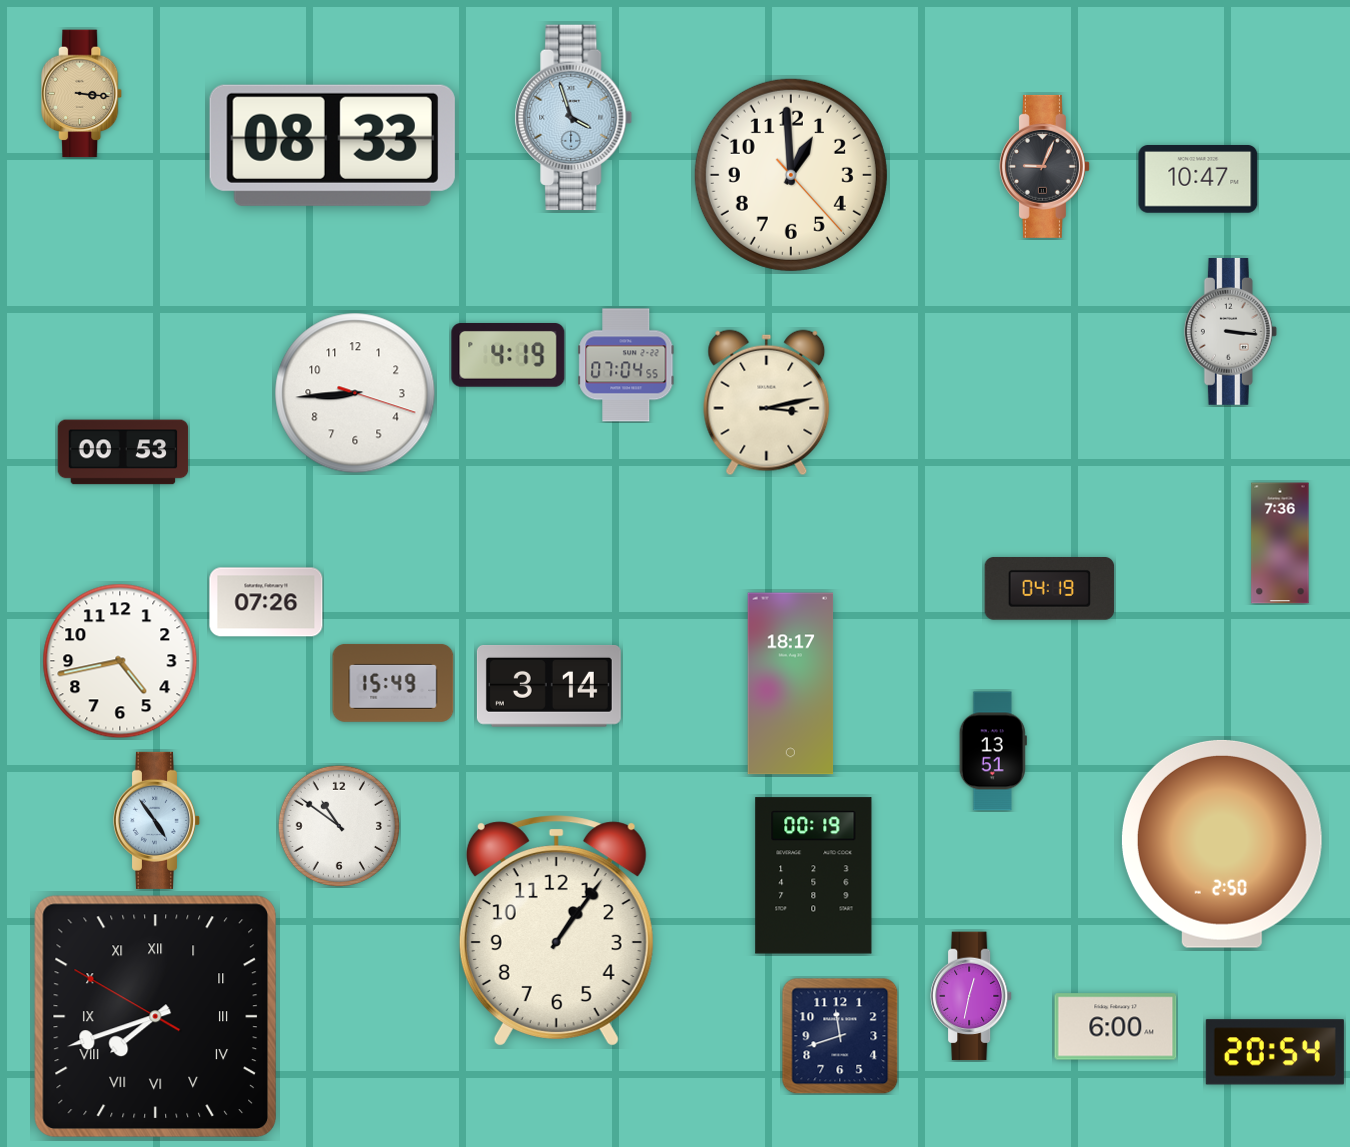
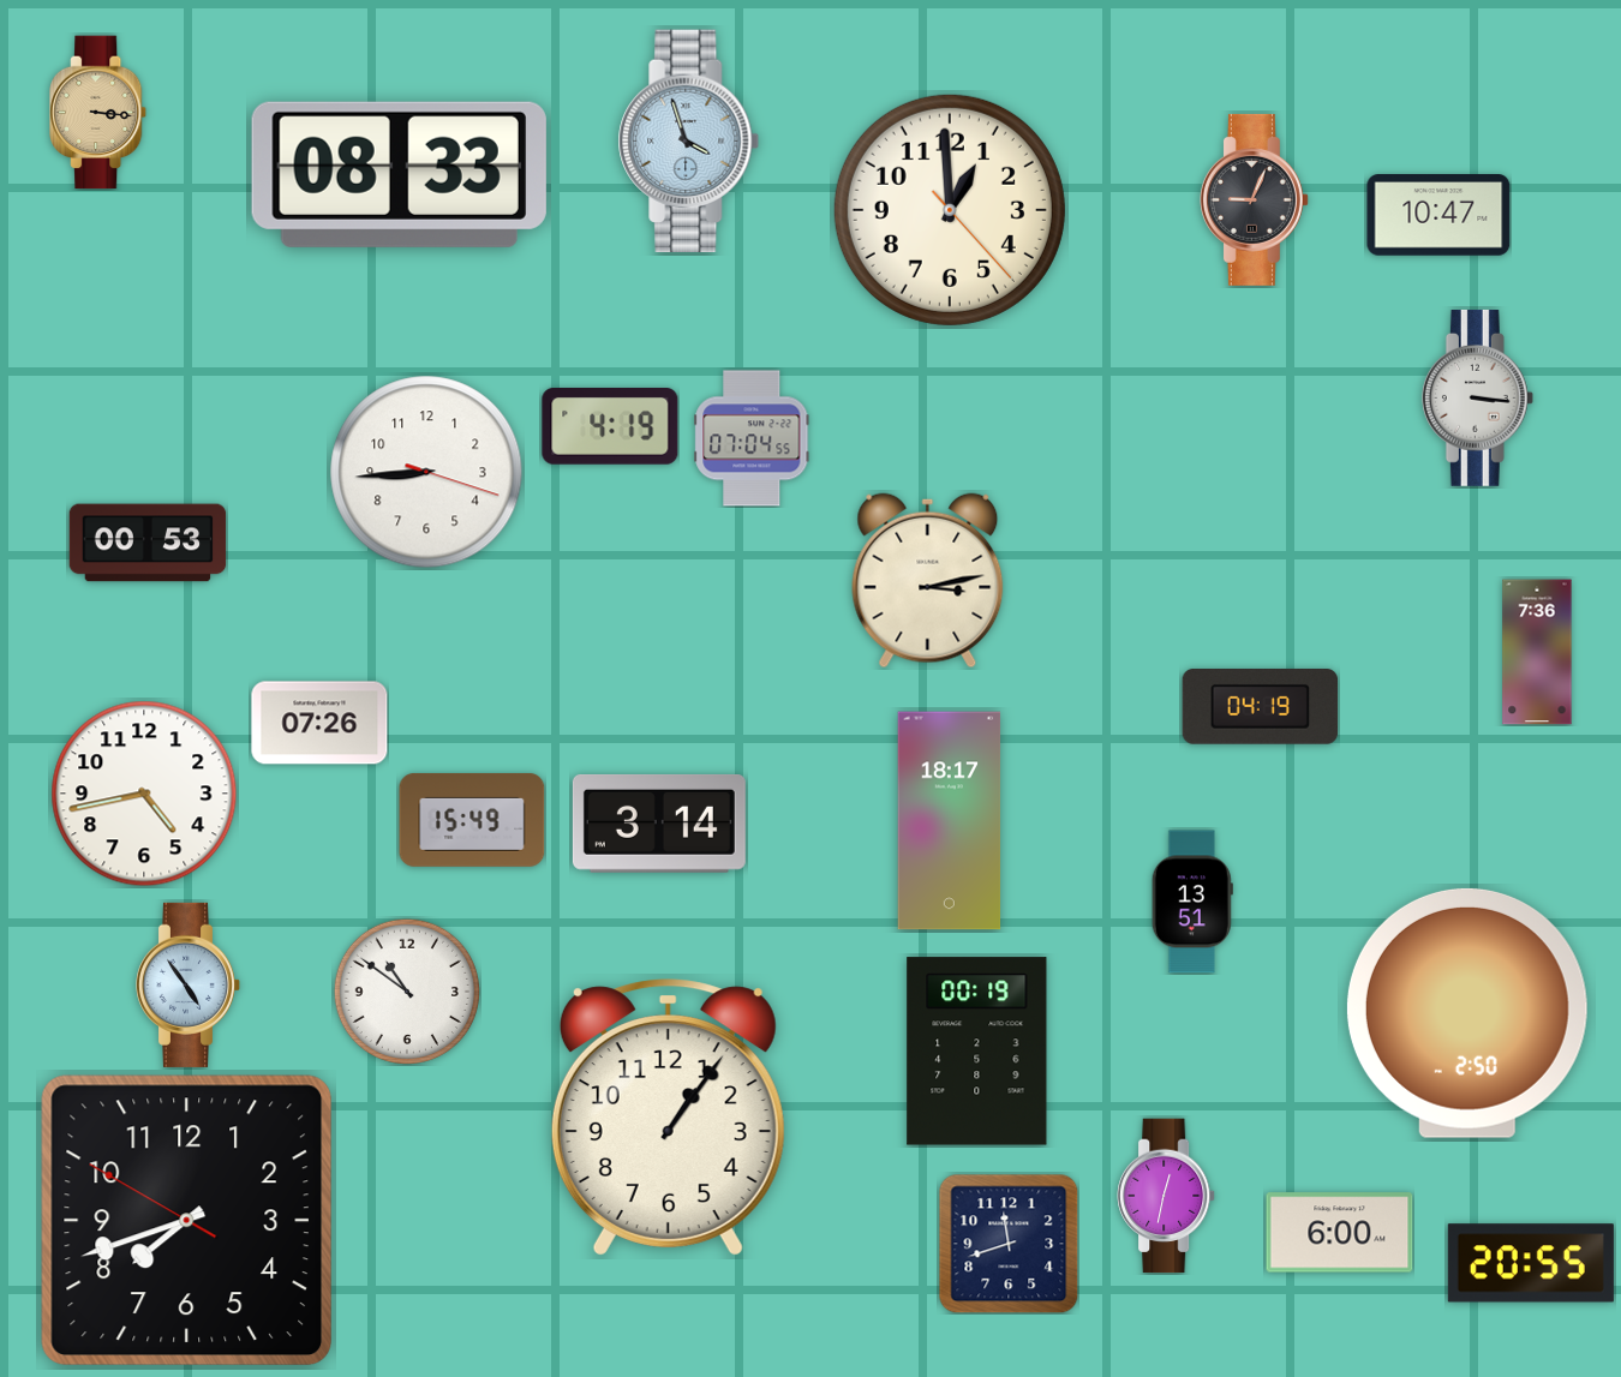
clock at (767, 403) position: (767, 403) -> (928, 581)
clock at (155, 1016) numerals: Roman -> Arabic
clock at (1275, 1052): 20:54 -> 20:55
